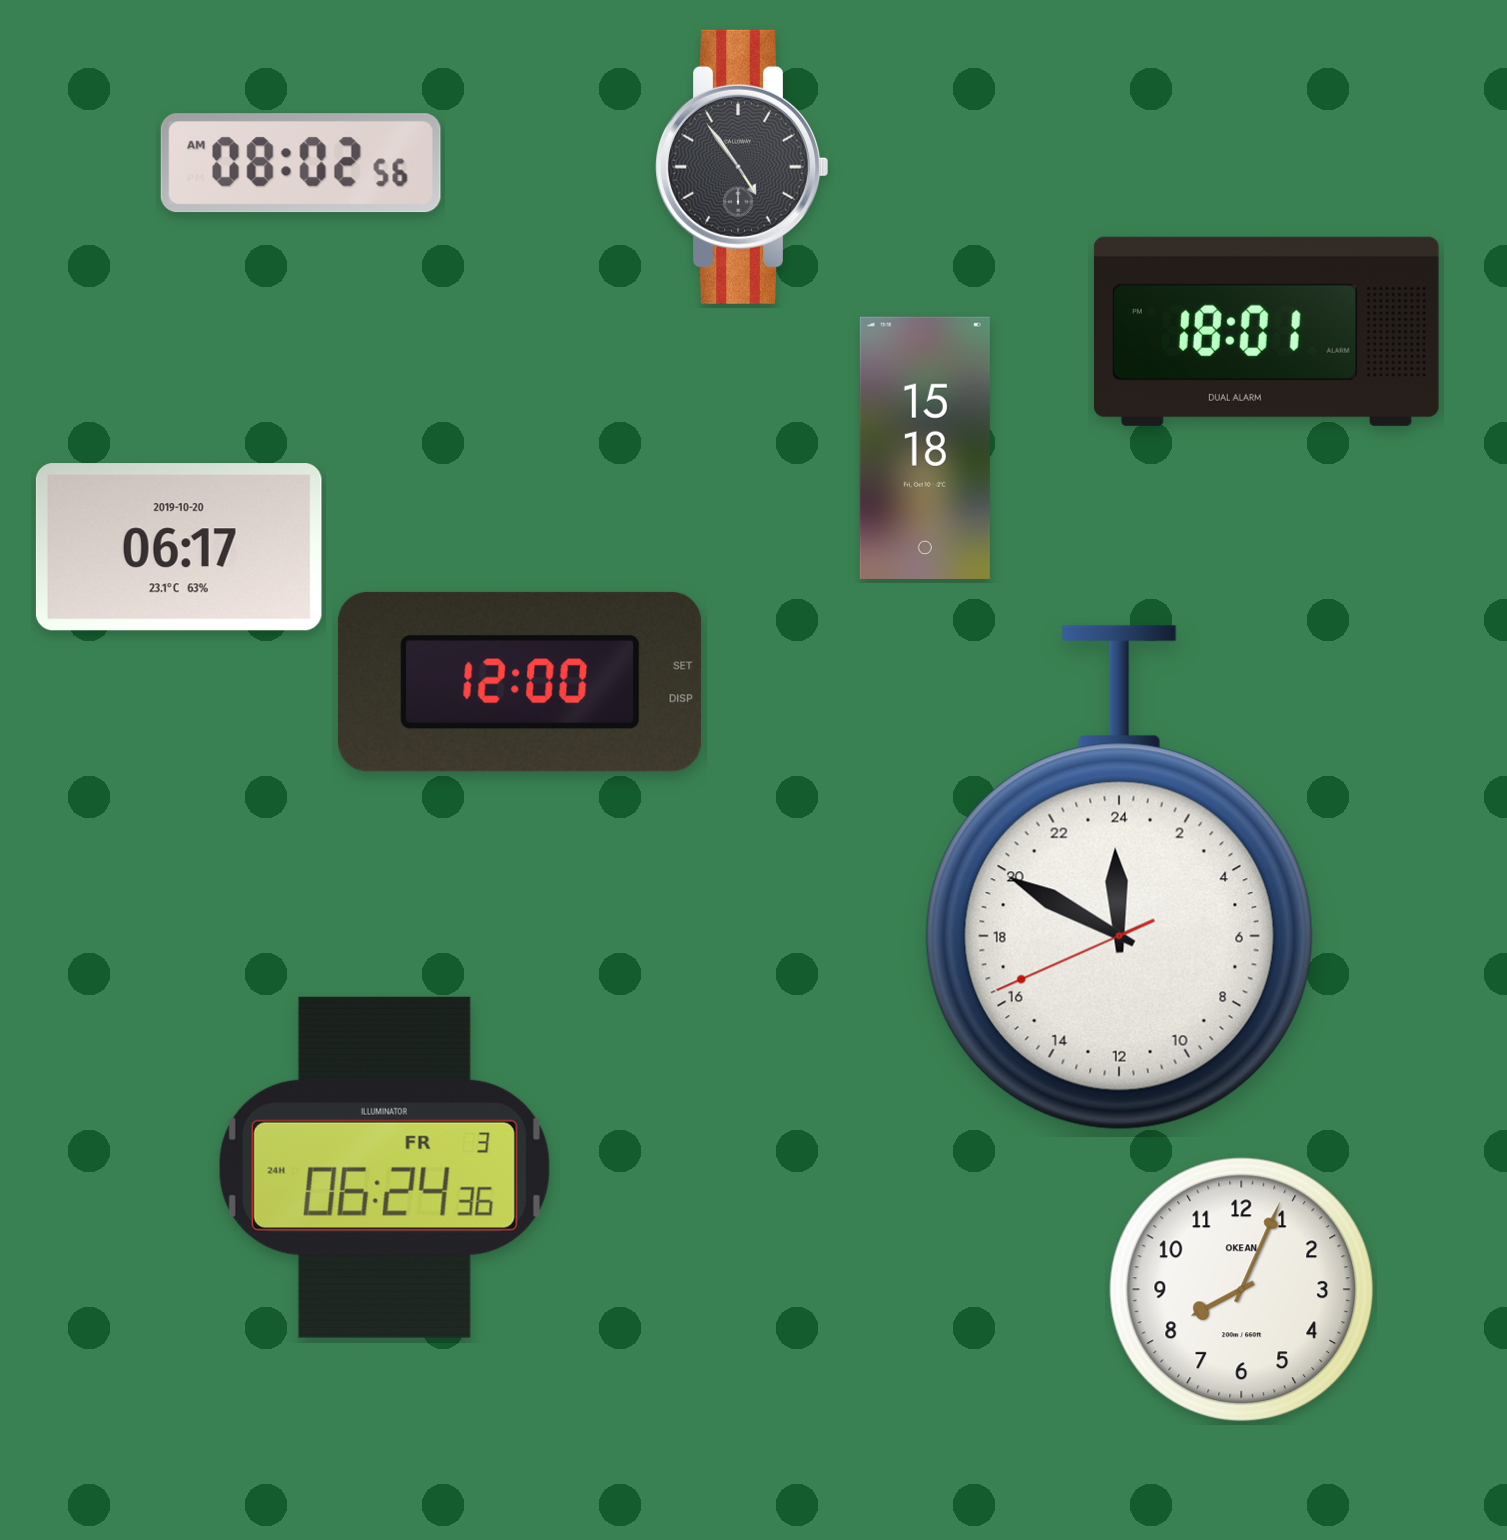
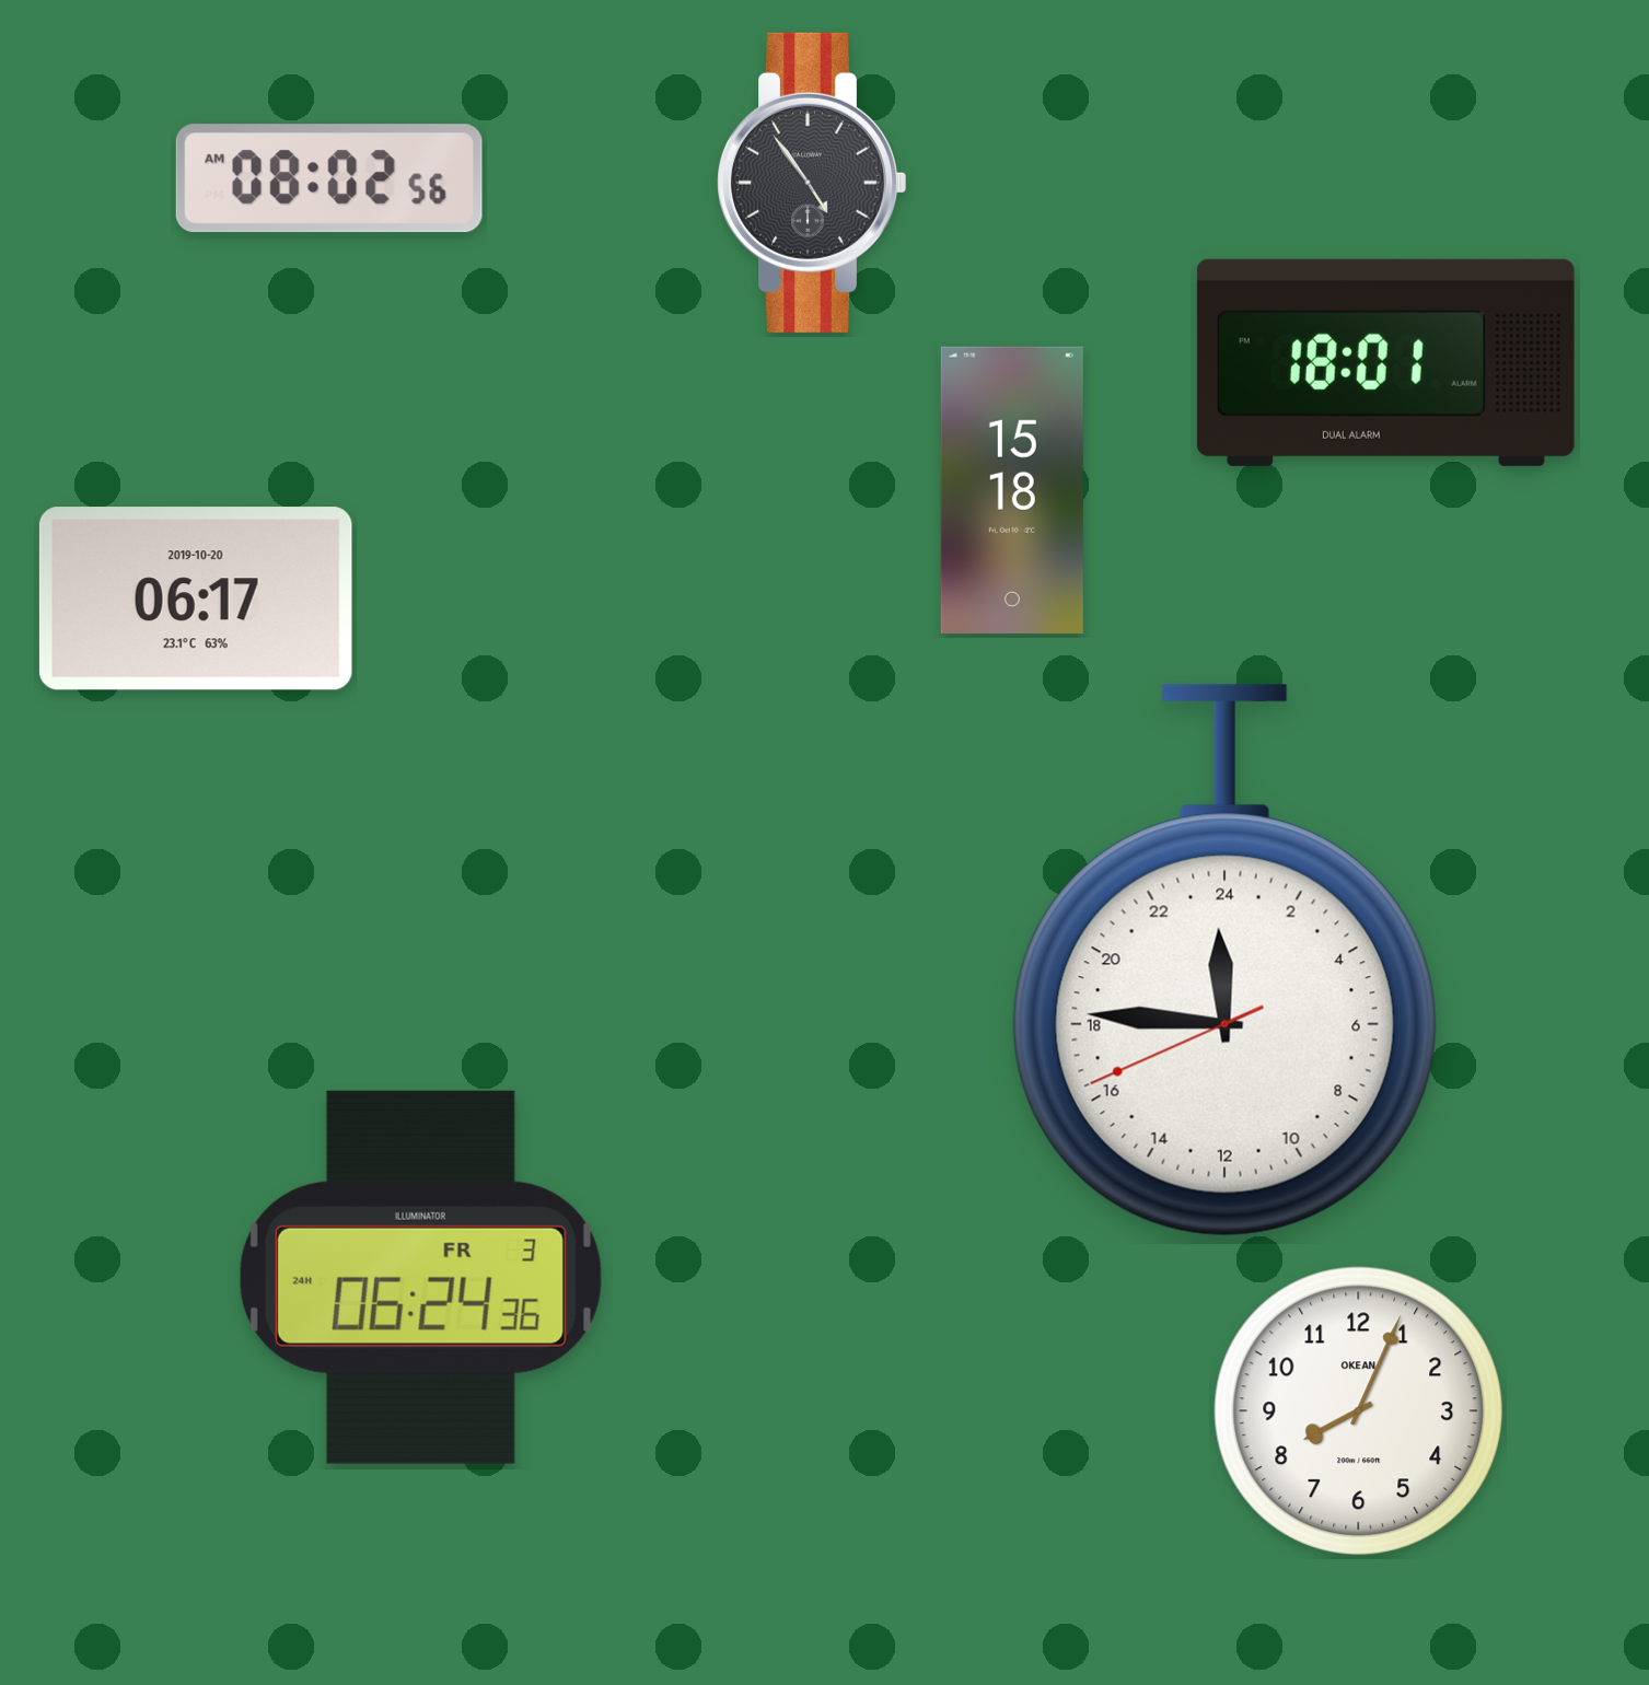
clock at (520, 682): 12:00 -> none
clock at (1119, 878): 23:49 -> 23:45
